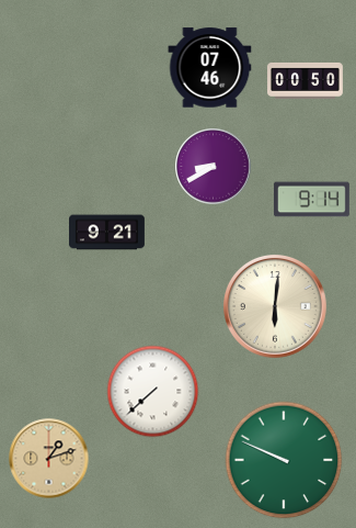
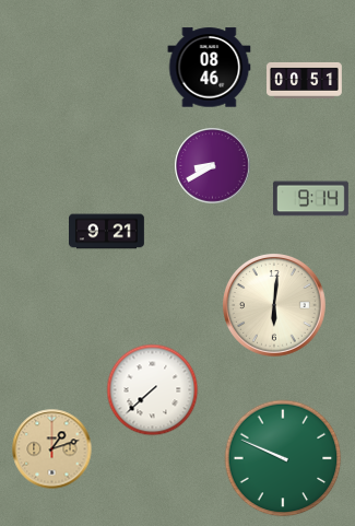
clock at (210, 68): 07:46 -> 08:46
clock at (306, 80): 00:50 -> 00:51
clock at (49, 459) position: (49, 459) -> (52, 449)
